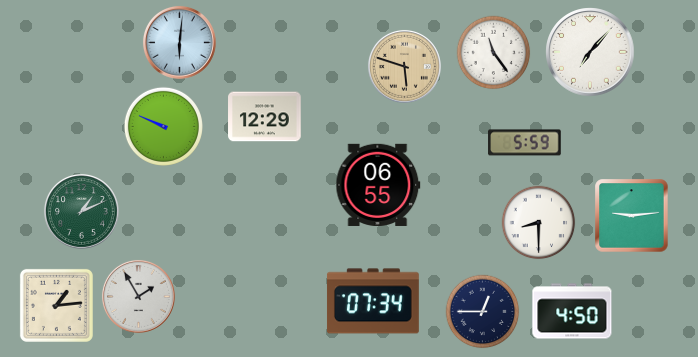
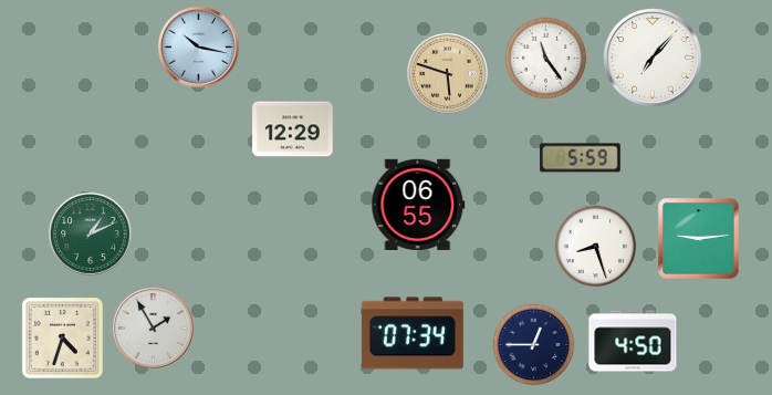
clock at (179, 42): 6:01 -> 10:17
clock at (163, 126): 9:49 -> none
clock at (539, 223): 8:30 -> 8:27
clock at (56, 305): 1:14 -> 4:33
clock at (572, 311) position: (572, 311) -> (633, 341)
